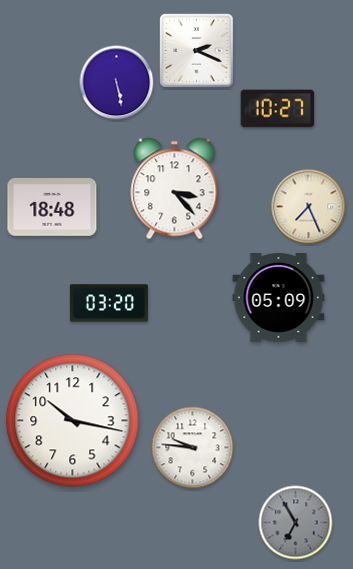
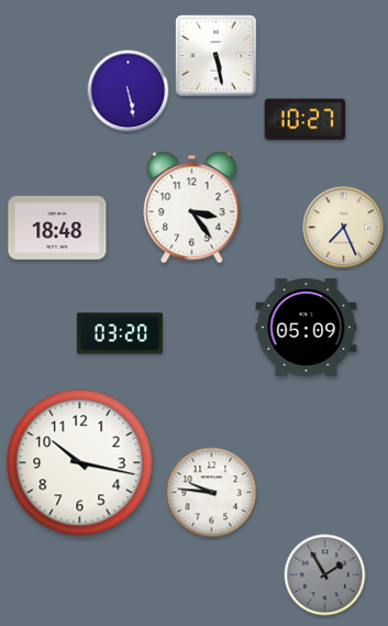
clock at (197, 51): 2:19 -> 5:28
clock at (175, 189): 3:23 -> 3:24
clock at (309, 207) position: (309, 207) -> (344, 228)
clock at (296, 523): 6:55 -> 1:55
